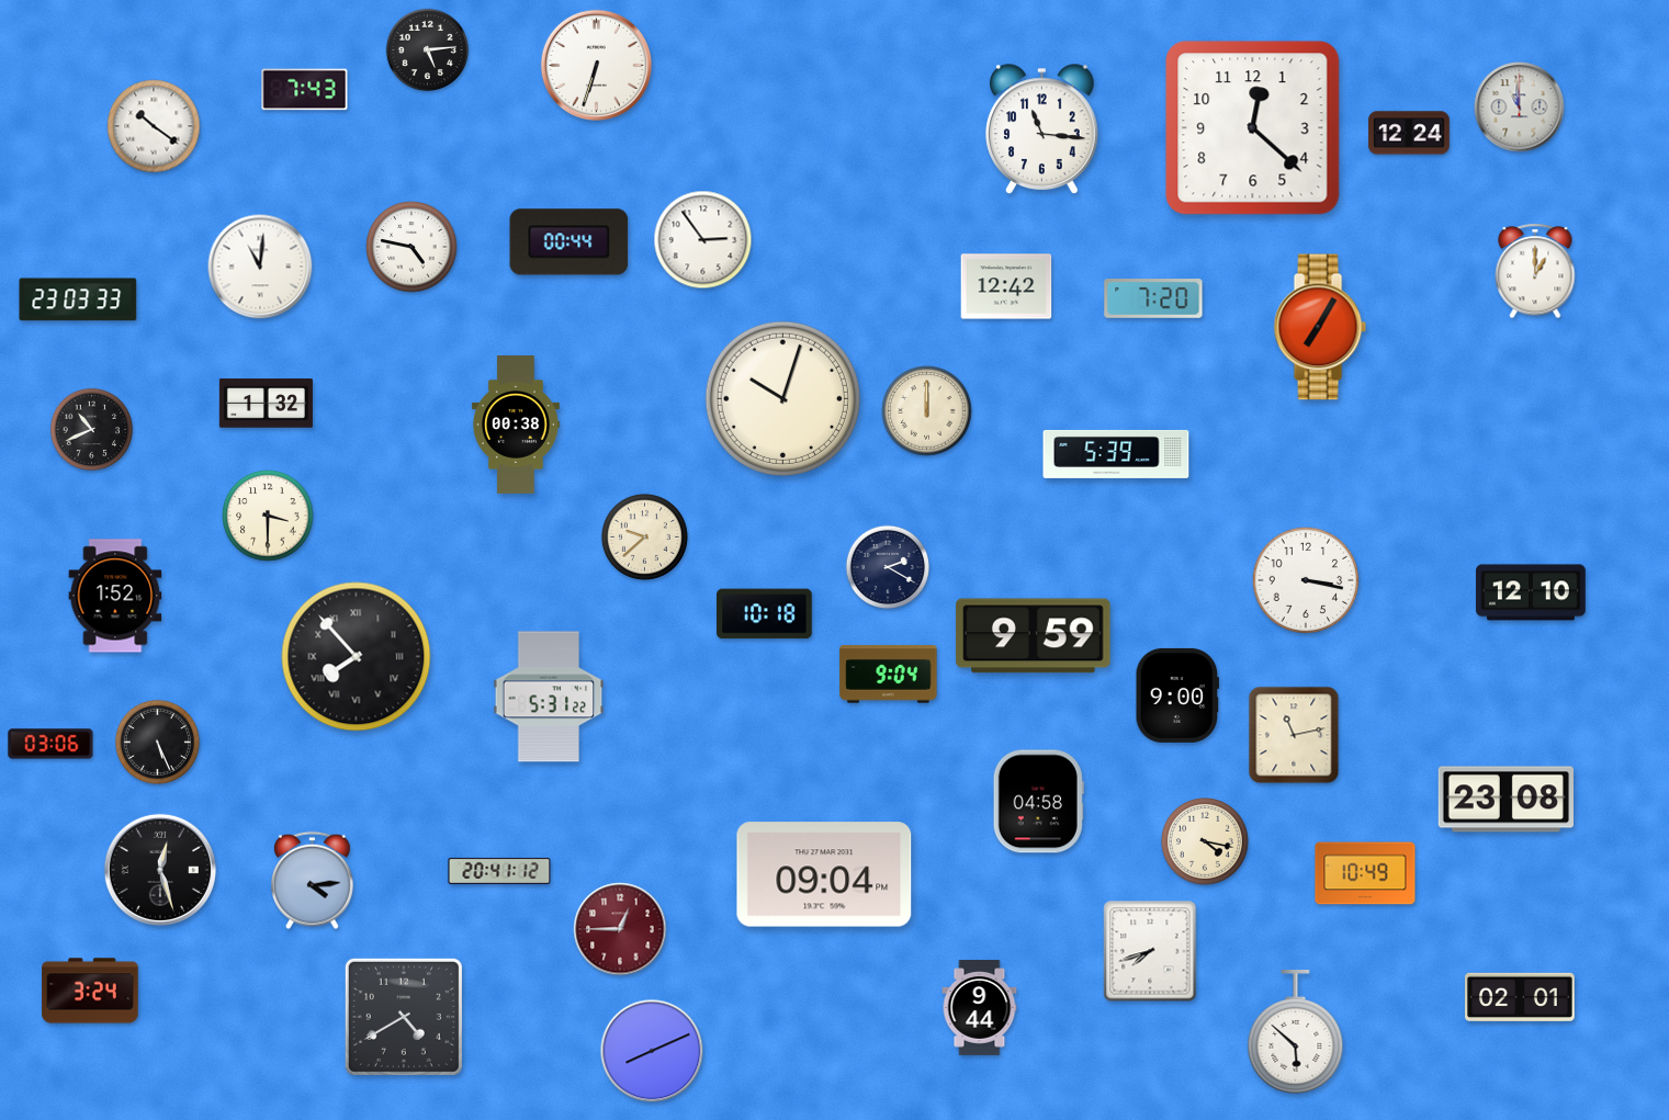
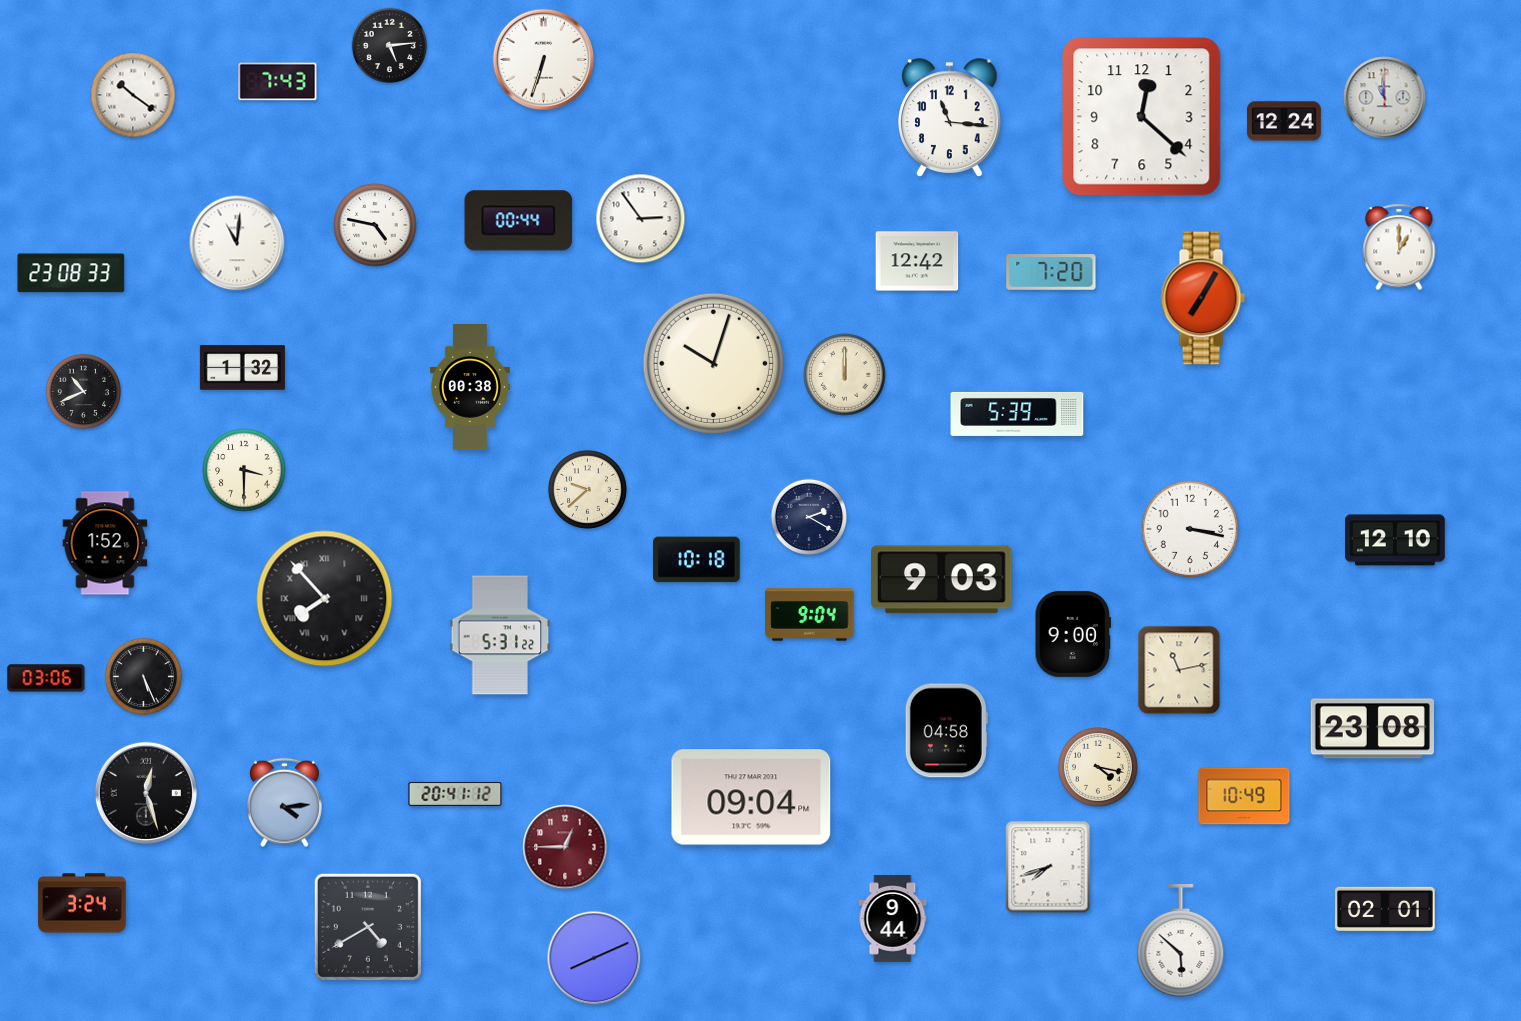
clock at (154, 126) position: (154, 126) -> (133, 95)
clock at (78, 299): 23:03 -> 23:08
clock at (1034, 636): 9:59 -> 9:03
